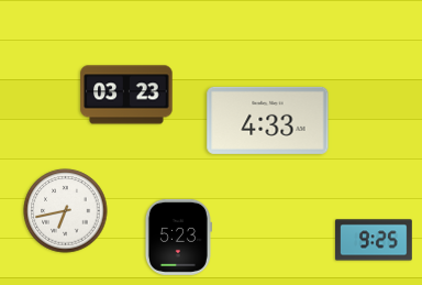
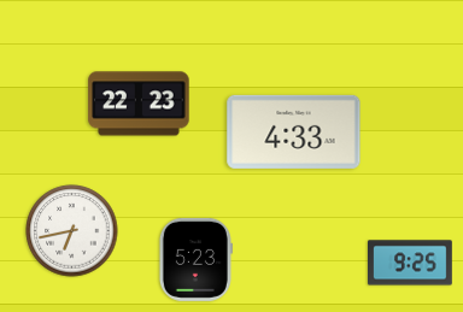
clock at (126, 95): 03:23 -> 22:23
